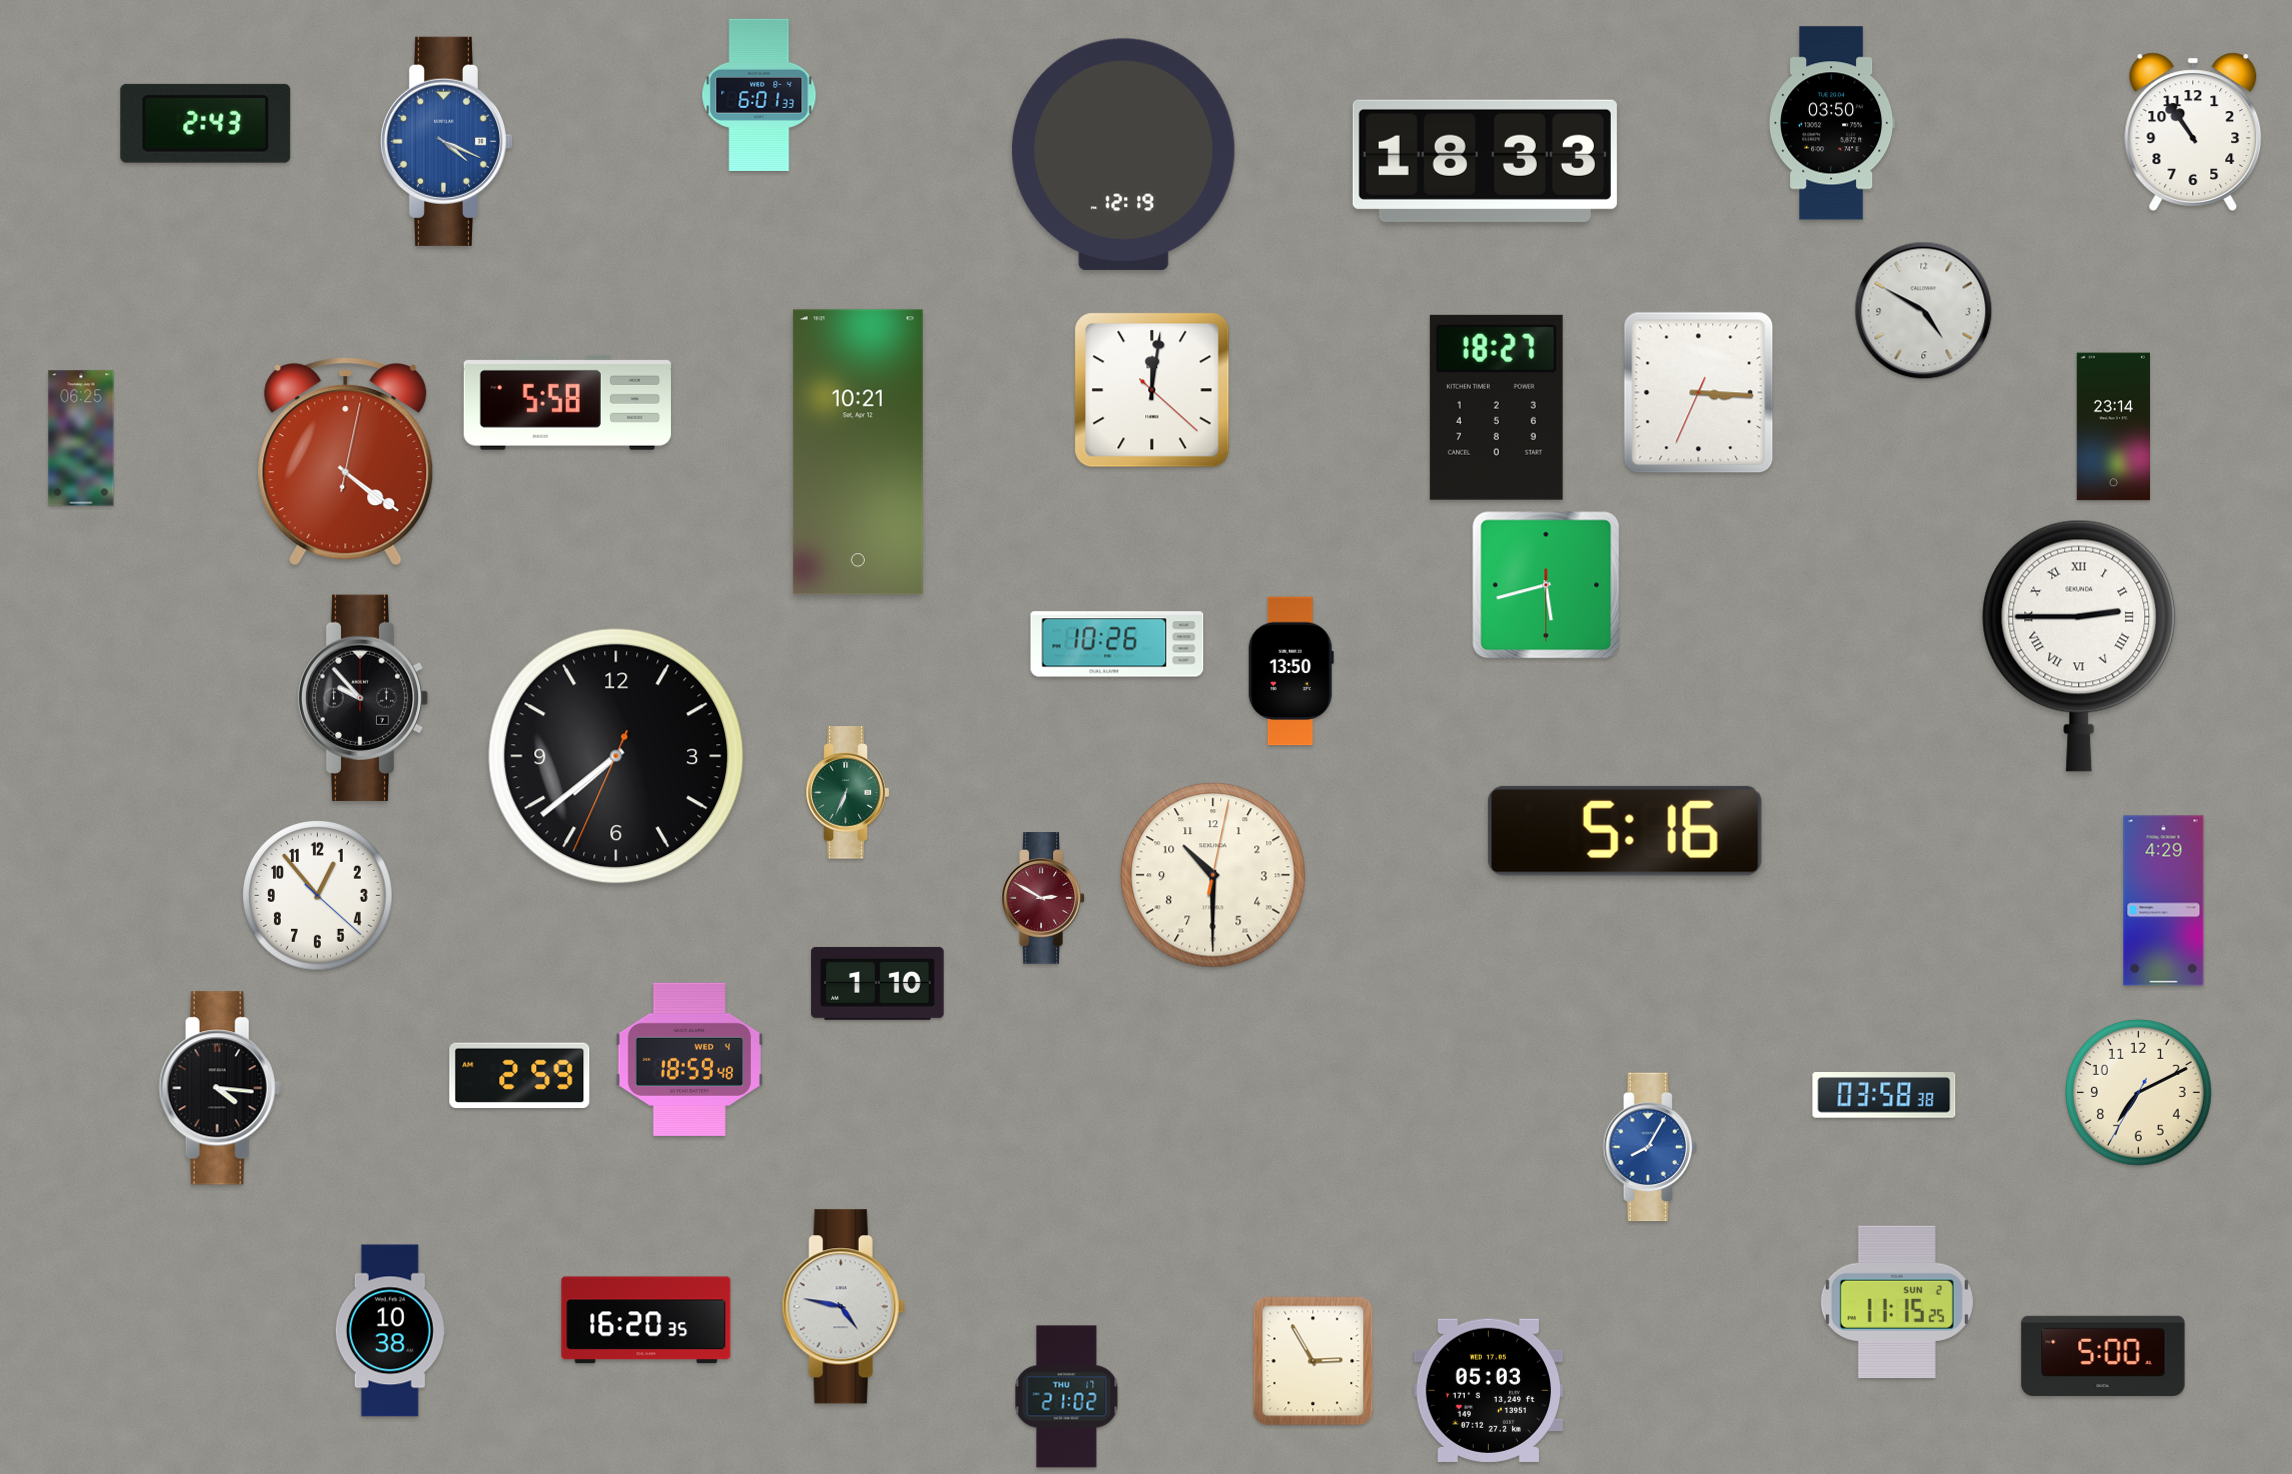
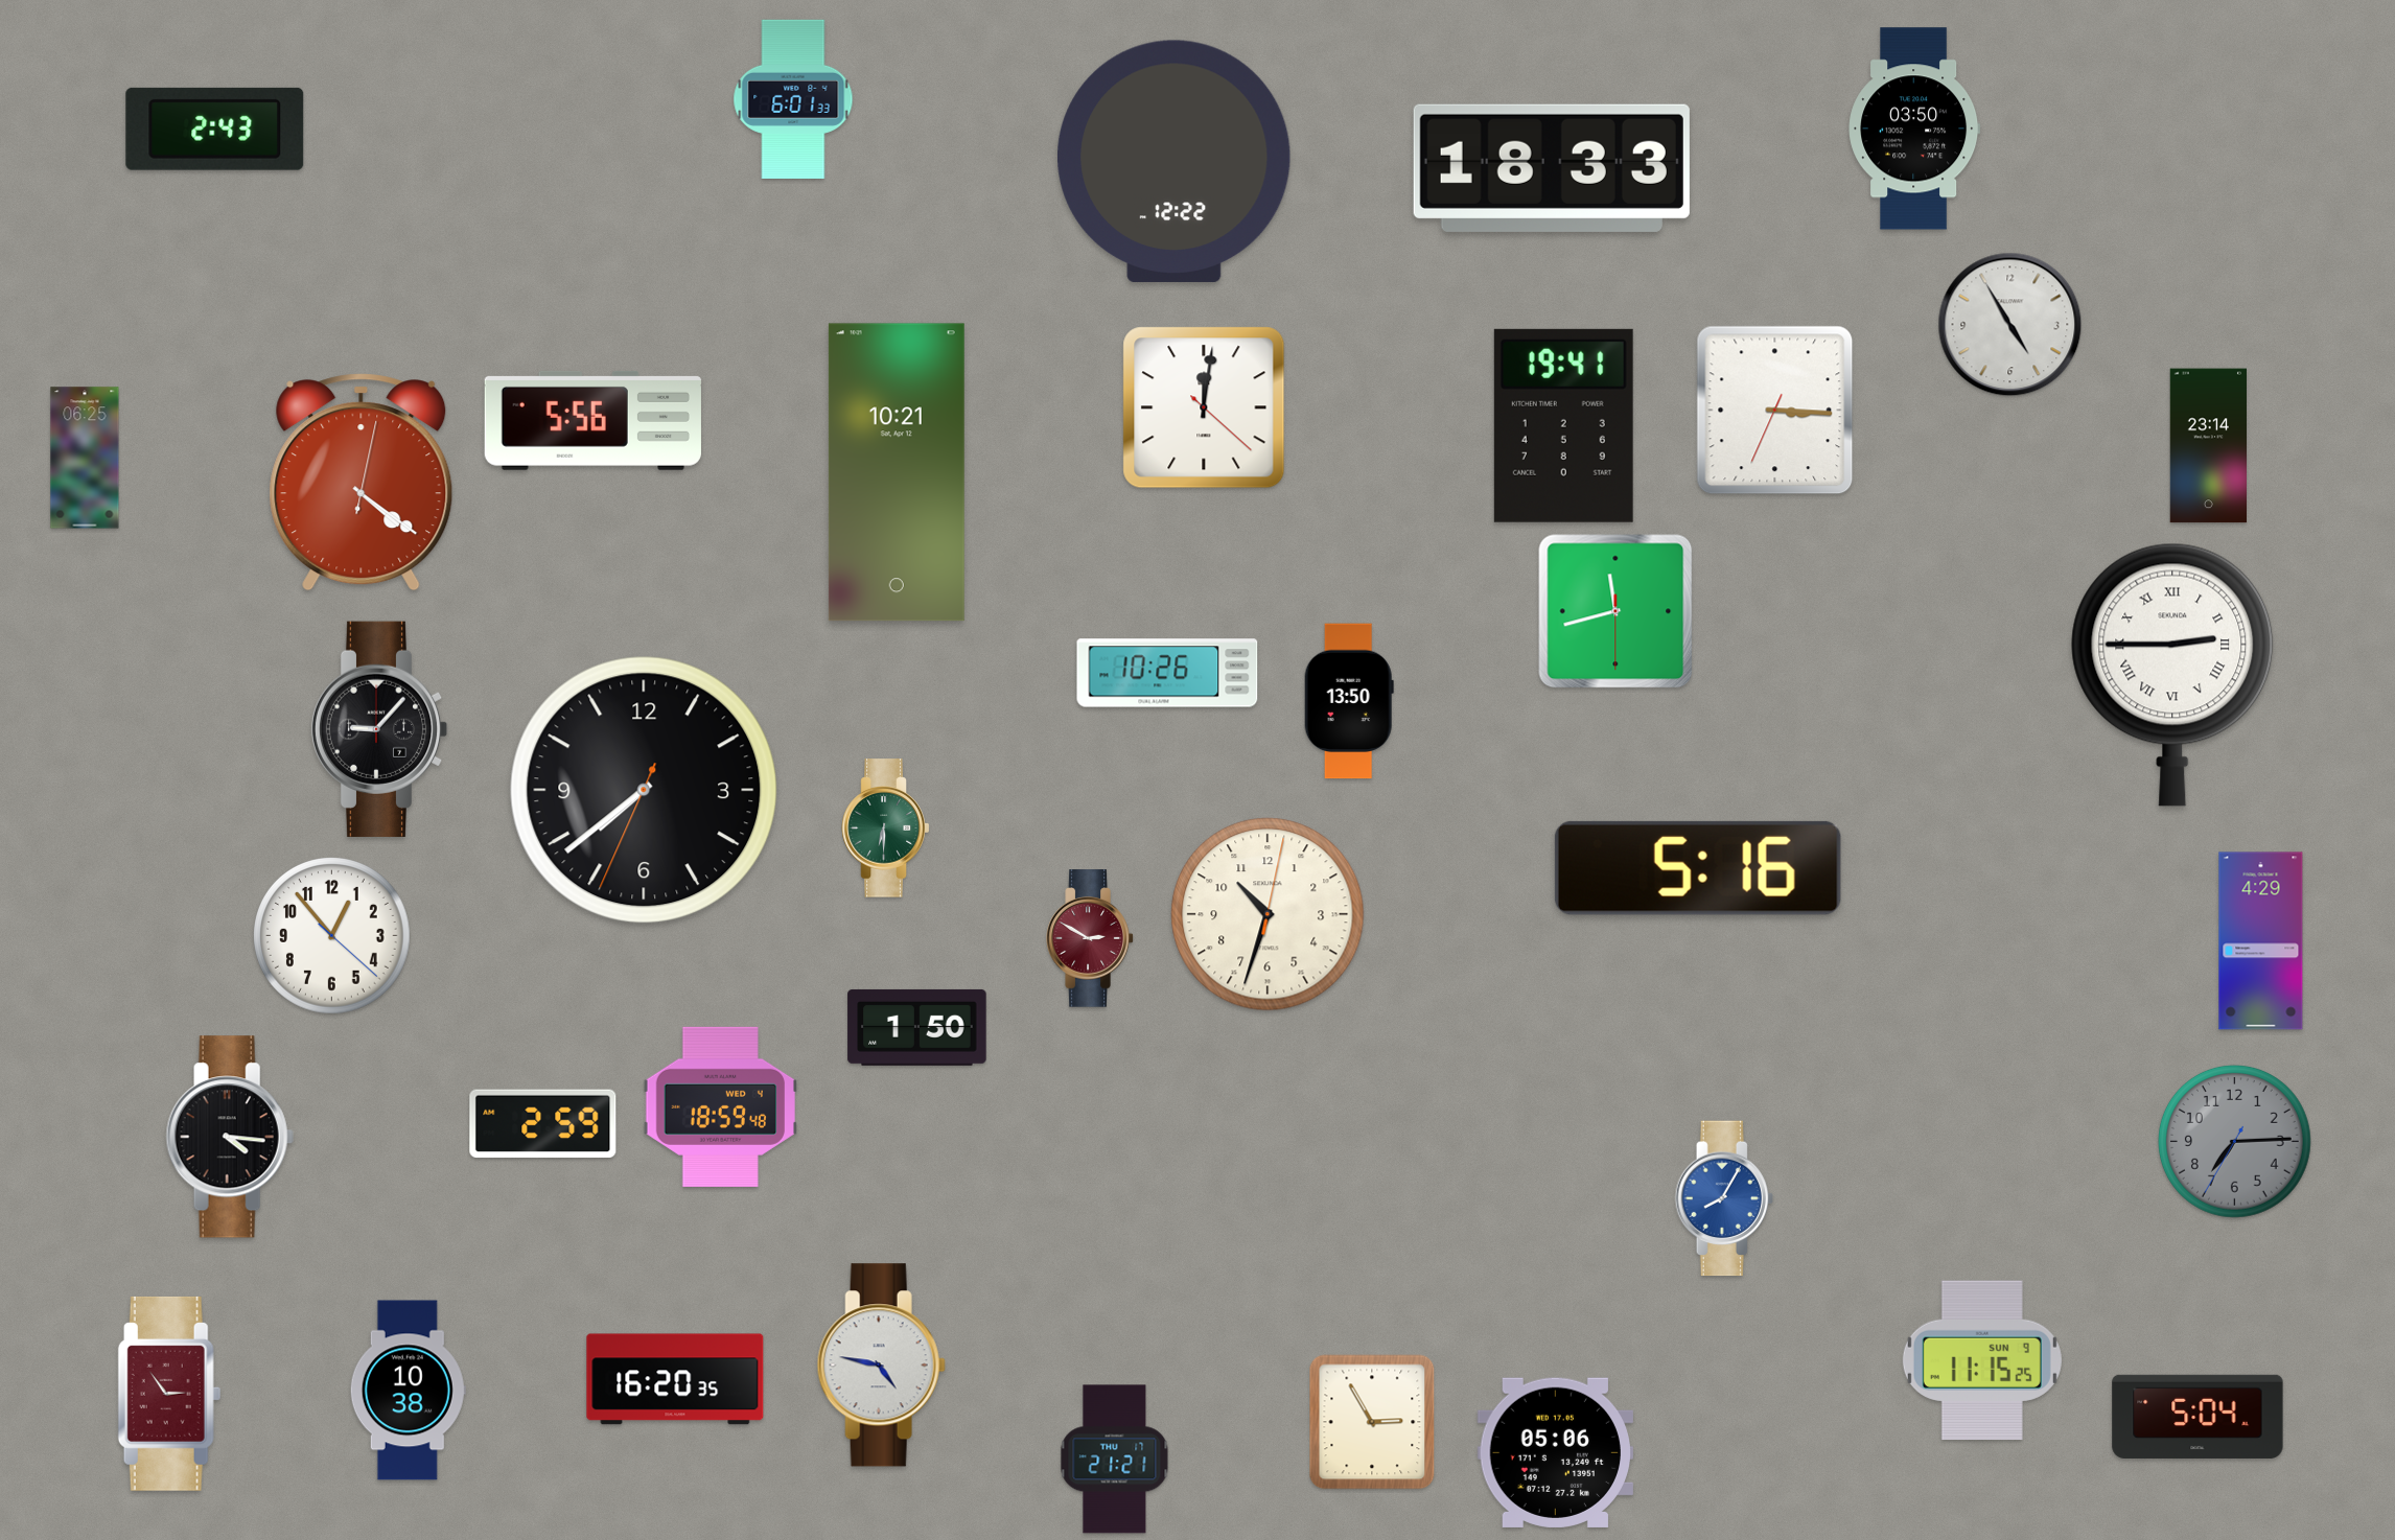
clock at (2193, 132): 10:54 -> none
clock at (446, 141): 4:19 -> none
clock at (1124, 154): 12:19 -> 12:22
clock at (1924, 311): 4:50 -> 4:55
clock at (567, 402): 5:58 -> 5:56
clock at (1496, 407): 18:27 -> 19:41
clock at (1546, 585): 5:42 -> 11:42
clock at (363, 698): 9:53 -> 9:07
clock at (848, 793): 6:34 -> 6:30
clock at (1213, 875): 10:30 -> 10:33
clock at (878, 983): 1:10 -> 1:50
clock at (2139, 1093): 7:10 -> 7:14
clock at (2139, 1093) dial: cream -> grey
clock at (1884, 1096): 03:58 -> none
clock at (1897, 1302) date: SUN 2 -> SUN 9
clock at (169, 1394): none -> 2:54
clock at (2103, 1356): 5:00 -> 5:04
clock at (1488, 1390): 05:03 -> 05:06
clock at (1067, 1397): 21:02 -> 21:21
